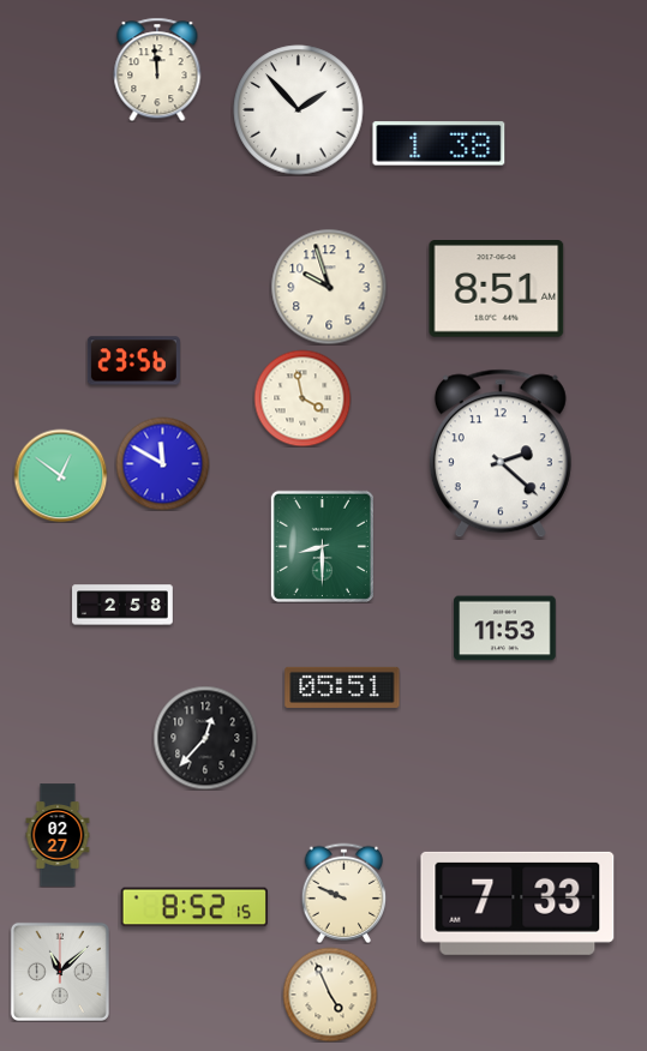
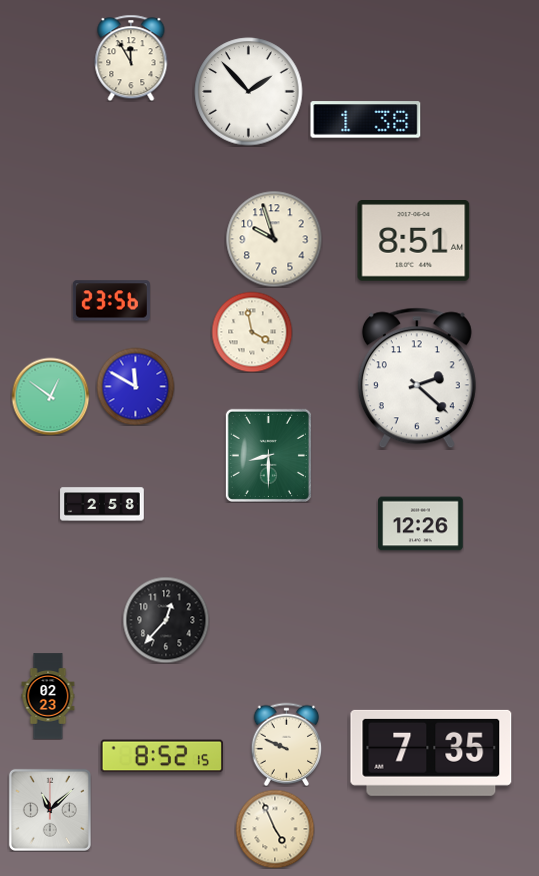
clock at (157, 70): 11:59 -> 11:55
clock at (505, 629): 11:53 -> 12:26
clock at (342, 687): 05:51 -> none
clock at (205, 738) position: (205, 738) -> (166, 620)
clock at (58, 835): 02:27 -> 02:23
clock at (517, 903): 7:33 -> 7:35
